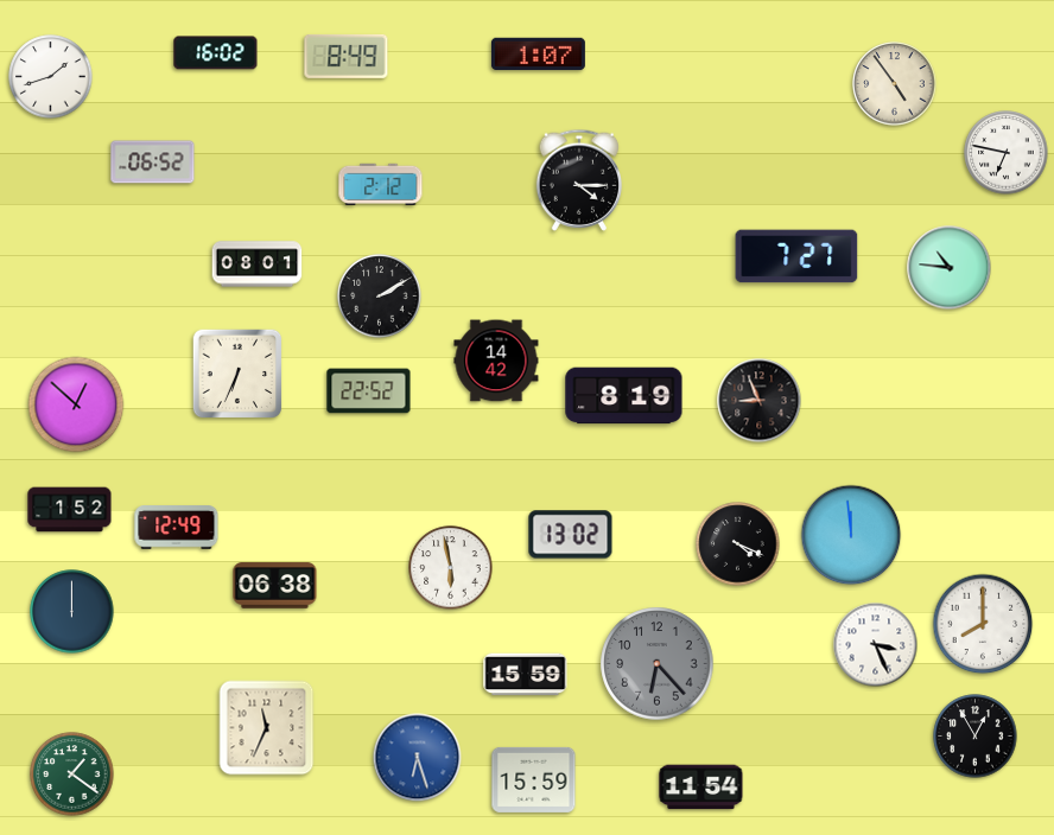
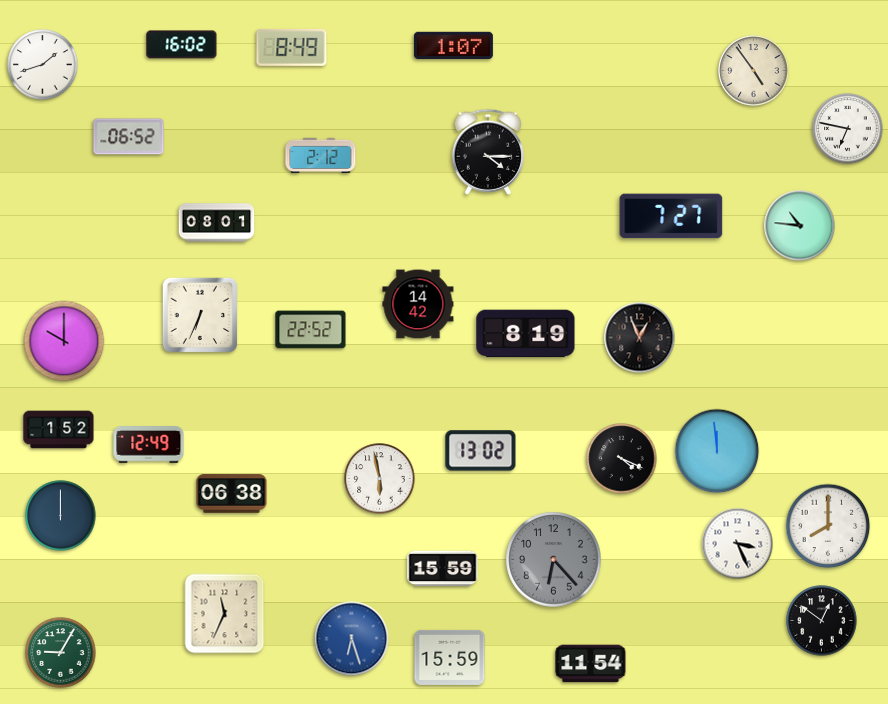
clock at (380, 297): 2:10 -> none
clock at (760, 401): 8:56 -> 12:56
clock at (76, 404): 12:52 -> 10:00
clock at (976, 737): 12:55 -> 12:51
clock at (72, 775): 1:21 -> 9:05
